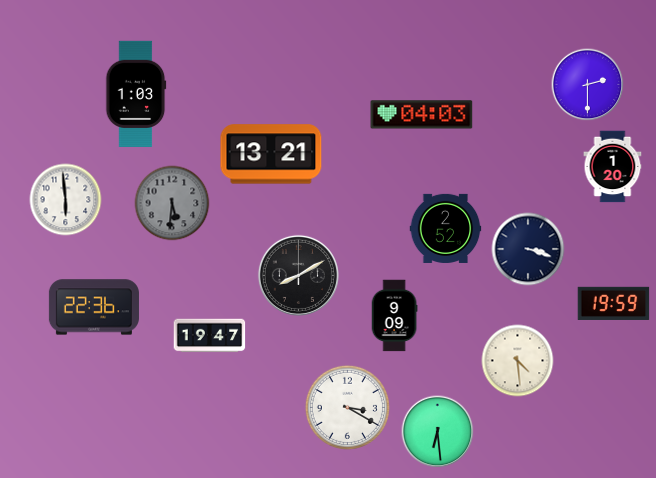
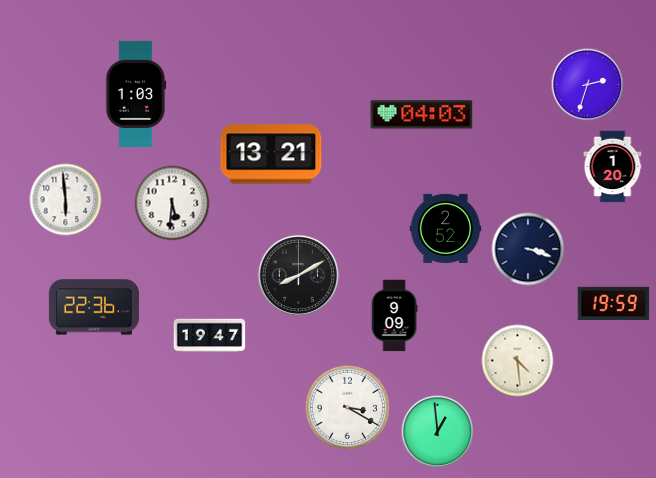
clock at (588, 85): 2:30 -> 2:33
clock at (172, 203) dial: grey -> white
clock at (438, 432): 6:29 -> 12:59
